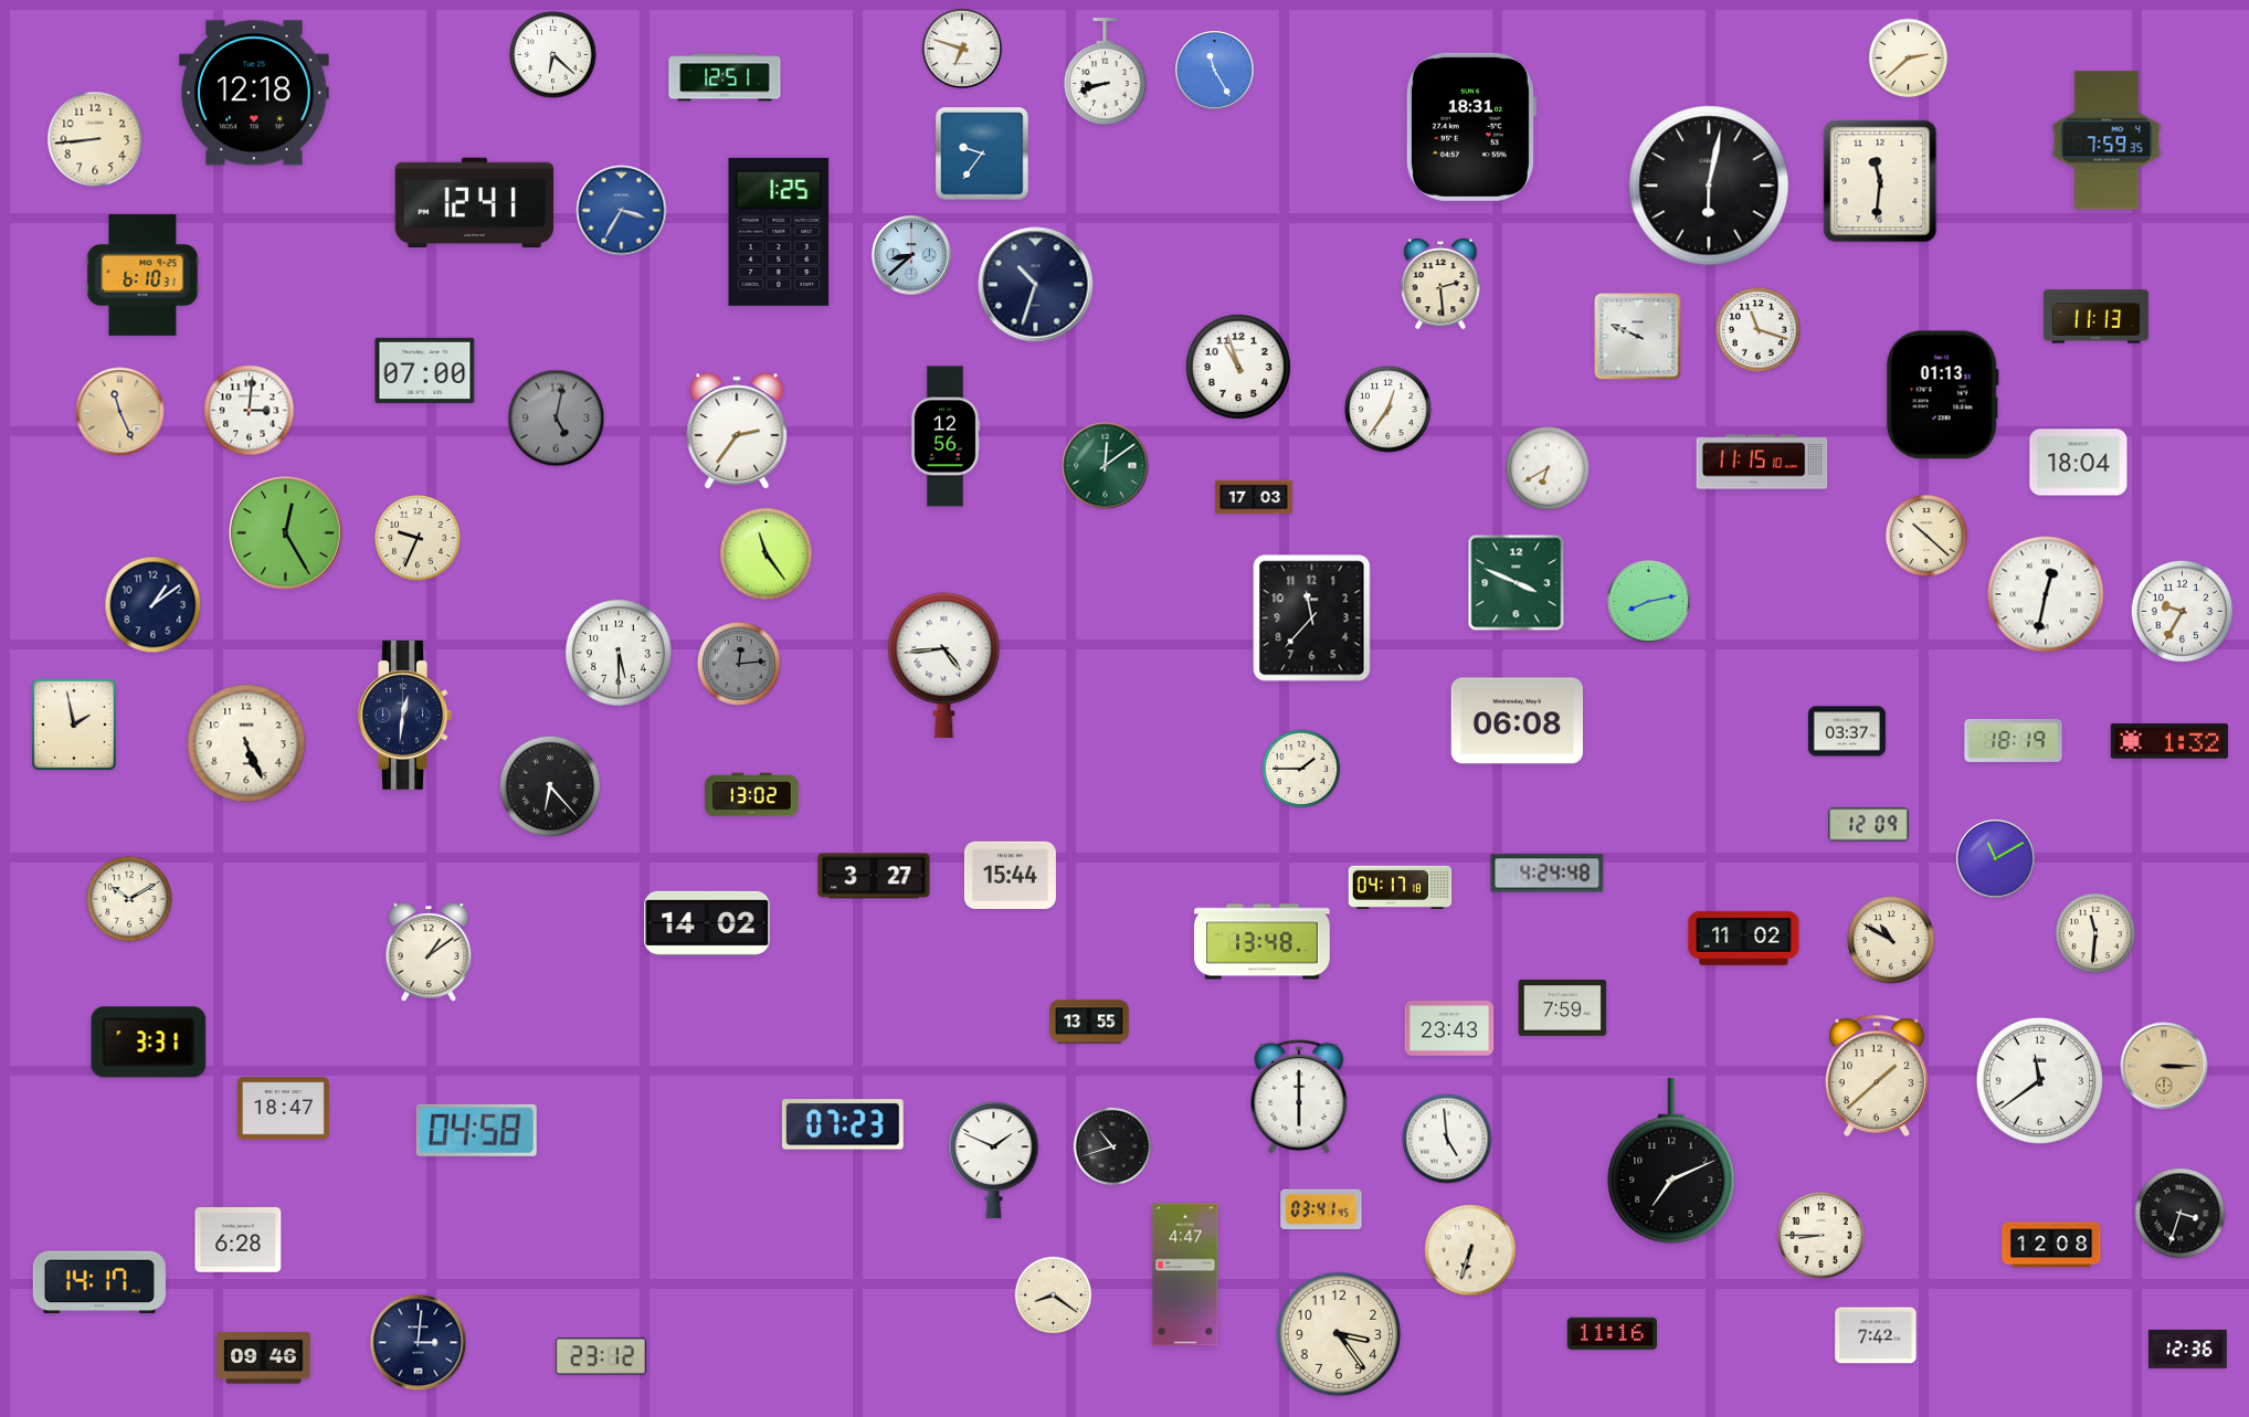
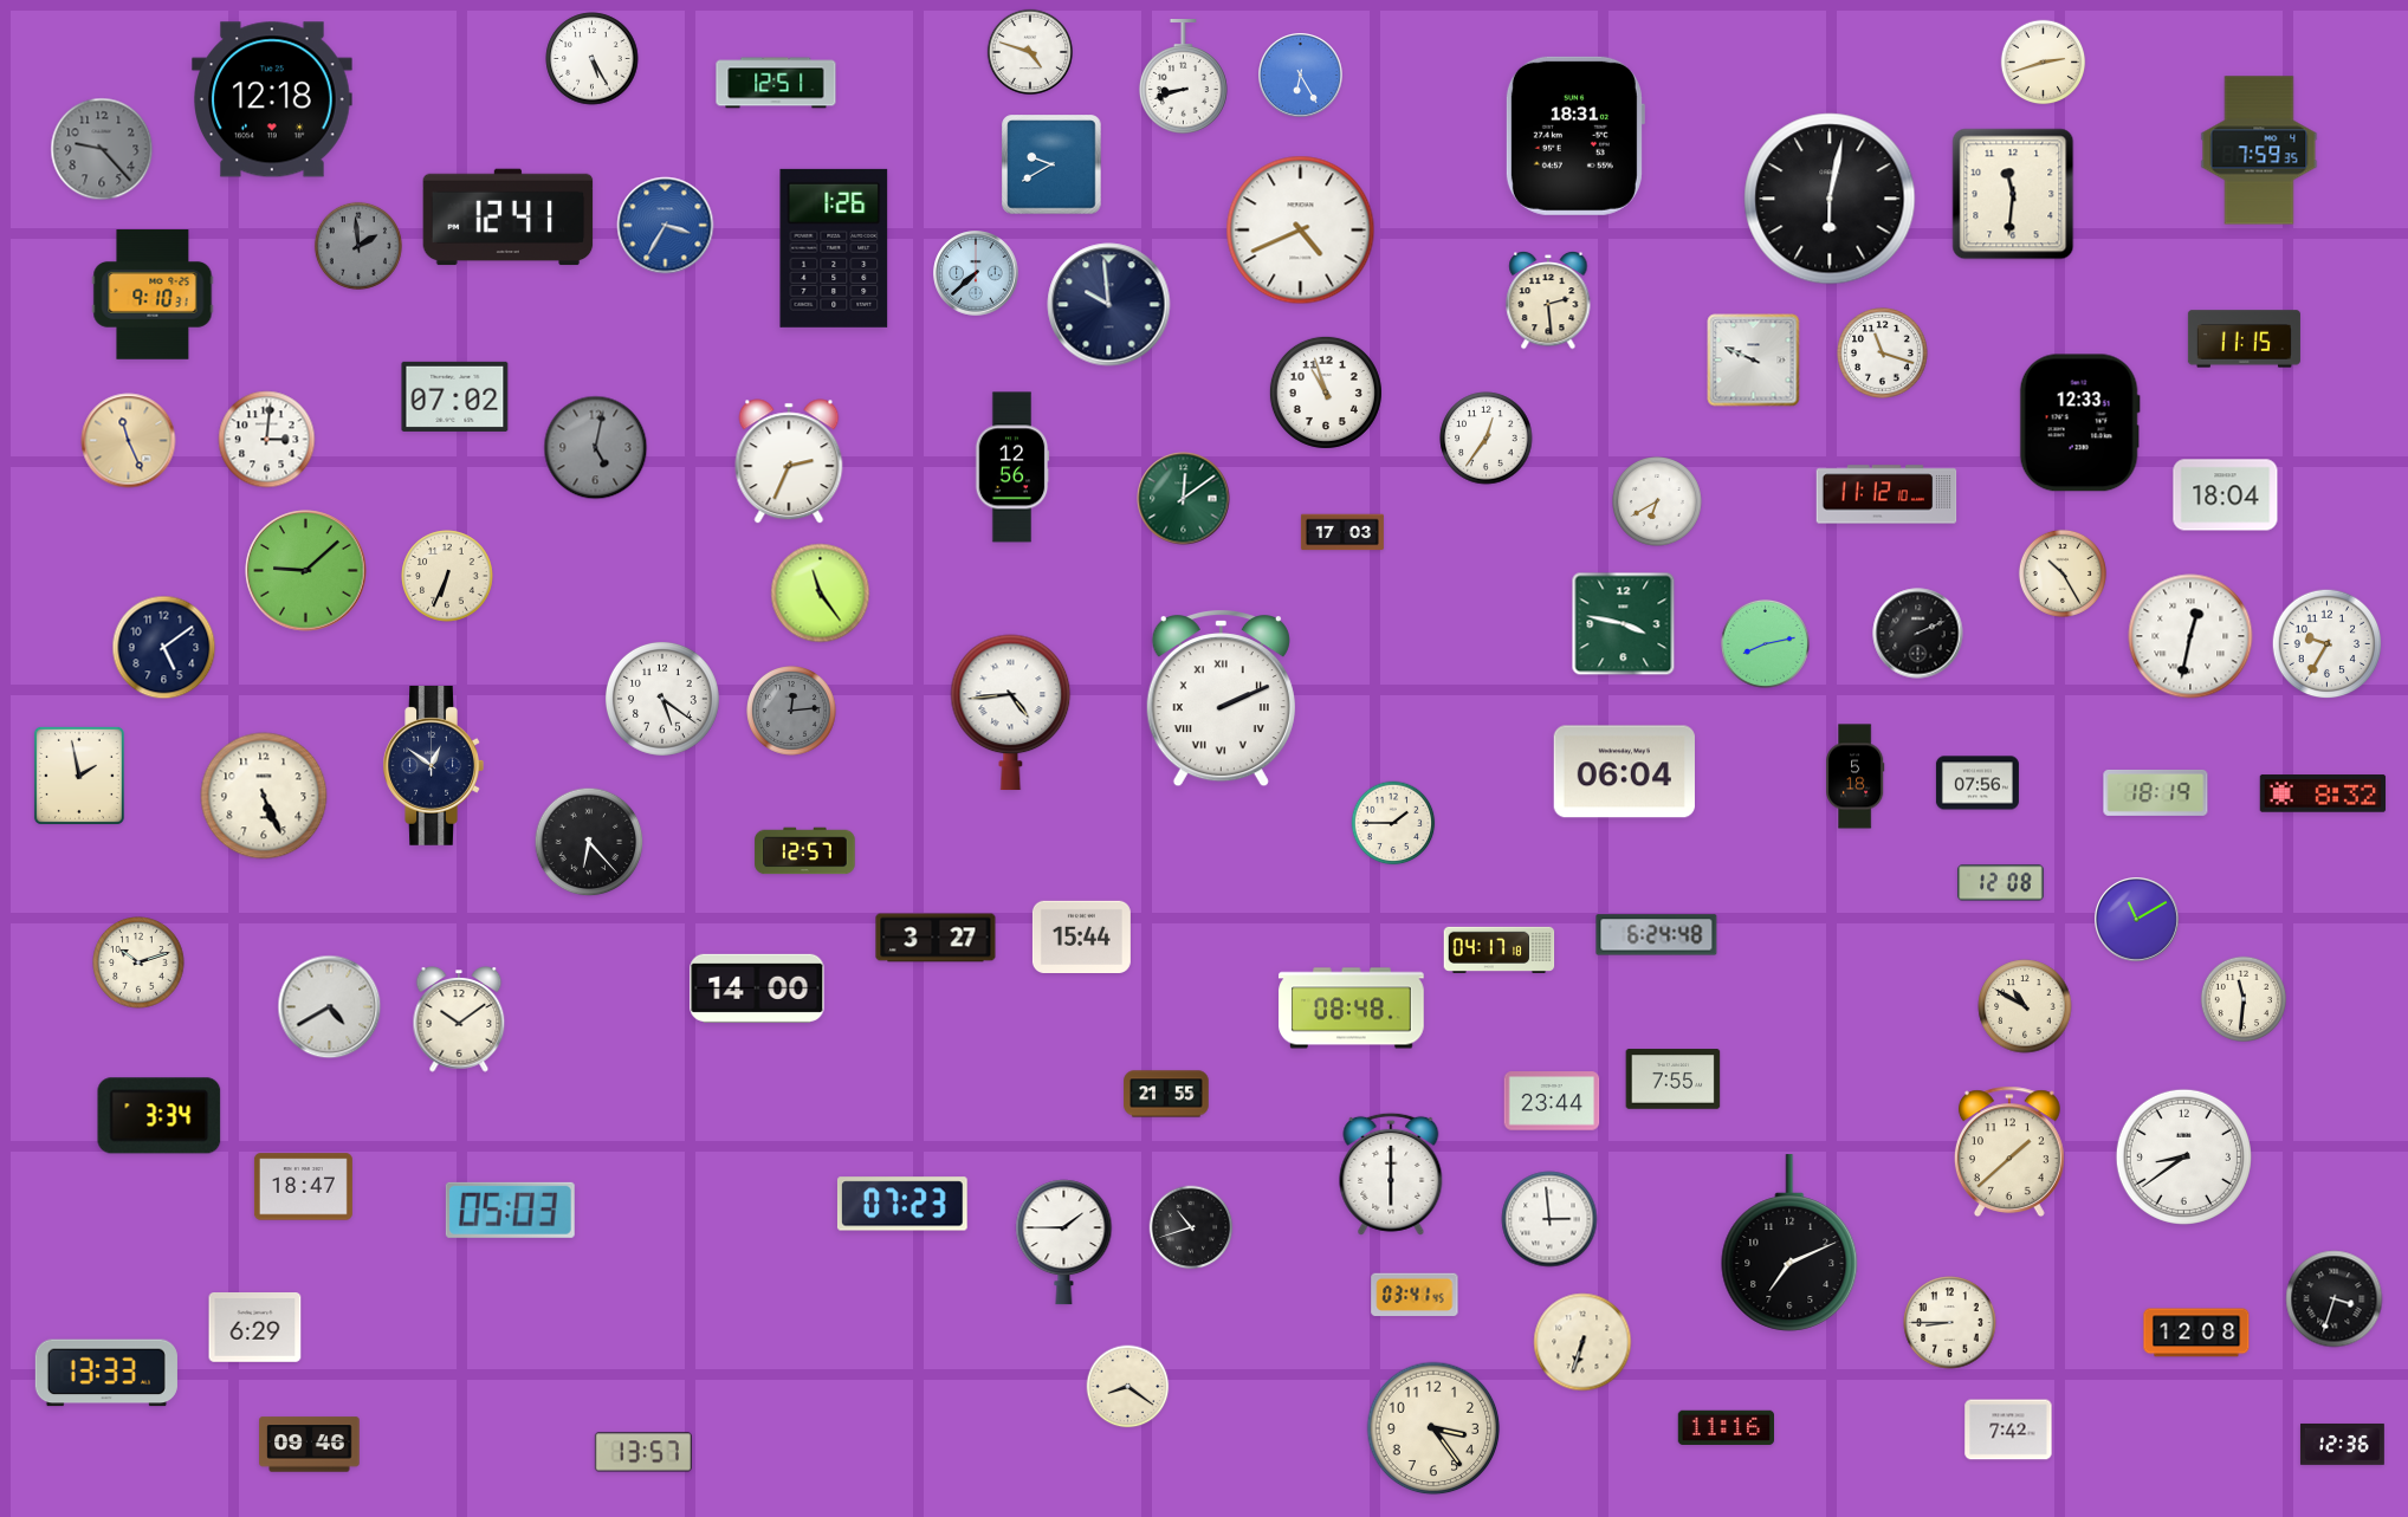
clock at (961, 47): 6:48 -> 4:48
clock at (553, 55): 6:22 -> 5:25
clock at (1909, 59): 2:38 -> 2:42
clock at (1215, 71): 11:25 -> 6:25
clock at (95, 139): 8:44 -> 9:23
clock at (95, 139) dial: cream -> grey
clock at (2107, 140) position: (2107, 140) -> (2259, 150)
clock at (982, 154): 9:36 -> 9:40
clock at (1301, 231): none -> 4:41
clock at (358, 246): none -> 1:59
clock at (779, 232): 1:25 -> 1:26
clock at (911, 255): 8:38 -> 7:38
clock at (142, 275): 6:10 -> 9:10
clock at (1440, 284) position: (1440, 284) -> (1548, 300)
clock at (1036, 285): 10:33 -> 9:59
clock at (2095, 317): 11:13 -> 11:15
clock at (425, 370): 07:00 -> 07:02
clock at (1942, 395): 01:13 -> 12:33
clock at (737, 431): 2:36 -> 2:34
clock at (1762, 462): 11:15 -> 11:12
clock at (286, 533): 12:25 -> 9:08
clock at (1926, 536): 10:22 -> 10:25
clock at (418, 538): 9:34 -> 6:34
clock at (1517, 583): 3:49 -> 3:47
clock at (1918, 634): none -> 2:11
clock at (154, 605): 1:09 -> 5:09
clock at (2183, 612) position: (2183, 612) -> (2328, 644)
clock at (1312, 618): 11:37 -> none
clock at (619, 653): 5:30 -> 5:21
clock at (1221, 699): none -> 2:11
clock at (404, 715): 12:31 -> 12:51
clock at (1517, 721): 06:08 -> 06:04
clock at (1856, 777): none -> 5:18
clock at (1847, 731): 03:37 -> 07:56
clock at (2169, 741): 1:32 -> 8:32
clock at (752, 795): 13:02 -> 12:57
clock at (1869, 825): 12:09 -> 12:08
clock at (1548, 874): 4:24 -> 6:24
clock at (129, 899): 10:10 -> 10:12
clock at (707, 923): 14:02 -> 14:00
clock at (1744, 939): 11:02 -> none
clock at (330, 1007): none -> 4:40
clock at (1263, 942): 13:48 -> 08:48
clock at (429, 952): 1:09 -> 10:09
clock at (1563, 1008): 7:59 -> 7:55
clock at (1089, 1022): 13:55 -> 21:55
clock at (1449, 1028): 23:43 -> 23:44
clock at (149, 1043): 3:31 -> 3:34
clock at (2164, 1066): 3:15 -> none
clock at (2039, 1080): 11:39 -> 8:39
clock at (476, 1130): 04:58 -> 05:03
clock at (1447, 1139): 4:59 -> 2:59
clock at (994, 1161): 1:49 -> 1:45
clock at (239, 1240): 6:28 -> 6:29
clock at (1470, 1250) position: (1470, 1250) -> (1582, 1342)
clock at (1185, 1275): 4:47 -> none
clock at (99, 1282): 14:17 -> 13:33
clock at (419, 1343): 3:01 -> none
clock at (601, 1356): 23:12 -> 13:57
clock at (264, 1358) position: (264, 1358) -> (310, 1445)
